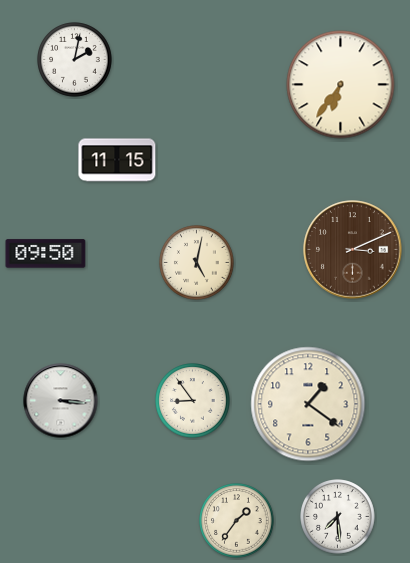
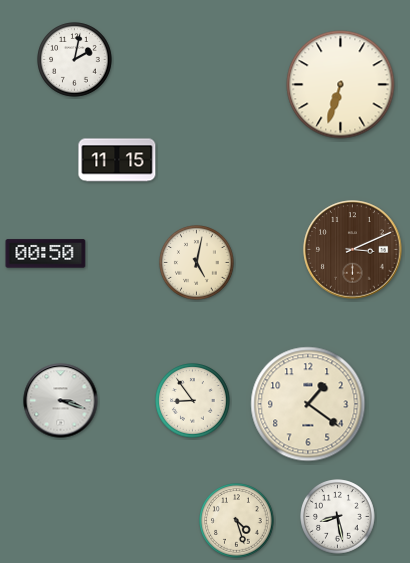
clock at (341, 85): 6:36 -> 6:33
clock at (46, 254): 09:50 -> 00:50
clock at (61, 401): 3:16 -> 3:18
clock at (338, 517): 7:29 -> 8:28
clock at (237, 521): 1:36 -> 4:27
